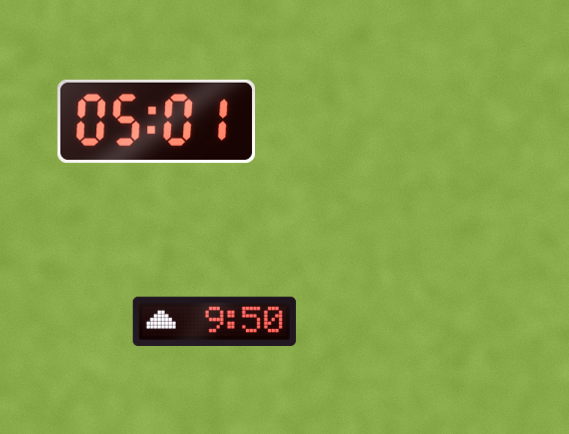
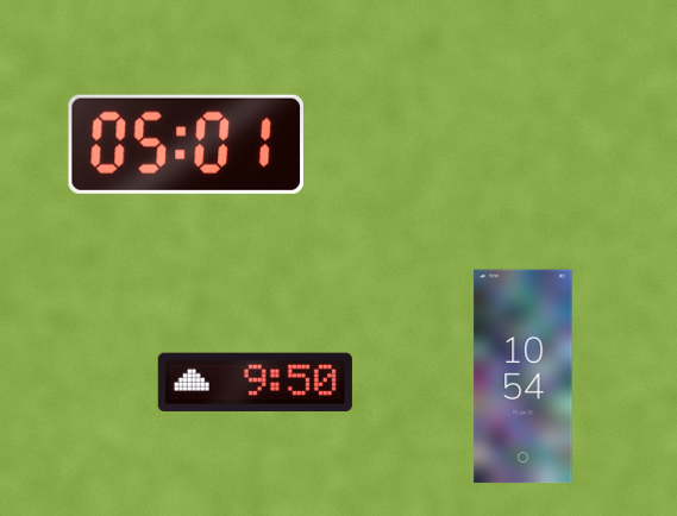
clock at (524, 377): none -> 10:54
